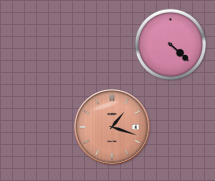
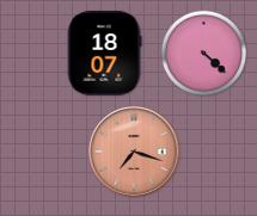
clock at (104, 54): none -> 18:07
clock at (112, 127): 1:18 -> 7:18
